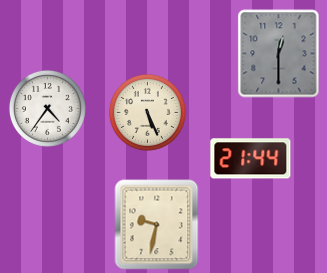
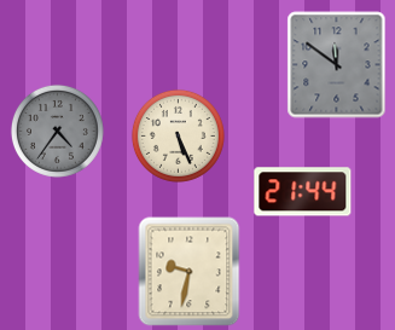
clock at (279, 54): 12:30 -> 11:51
clock at (47, 108) dial: white -> grey
